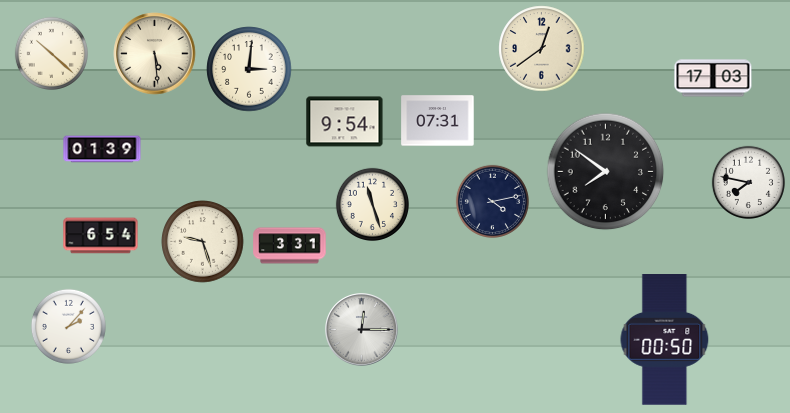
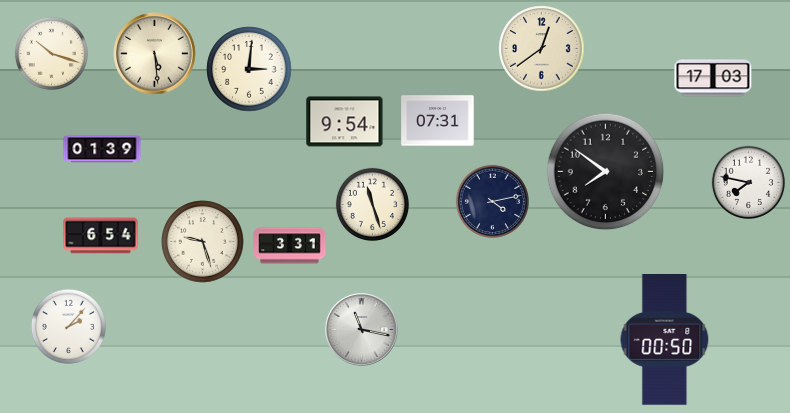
clock at (51, 53): 10:22 -> 10:18
clock at (362, 330): 12:15 -> 11:17
